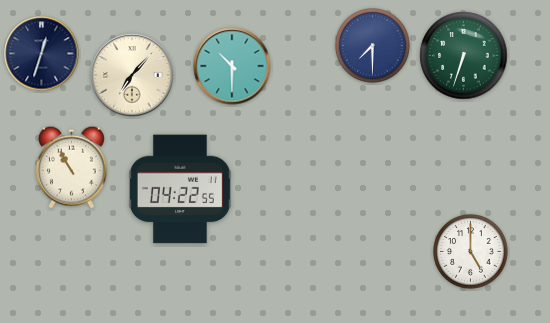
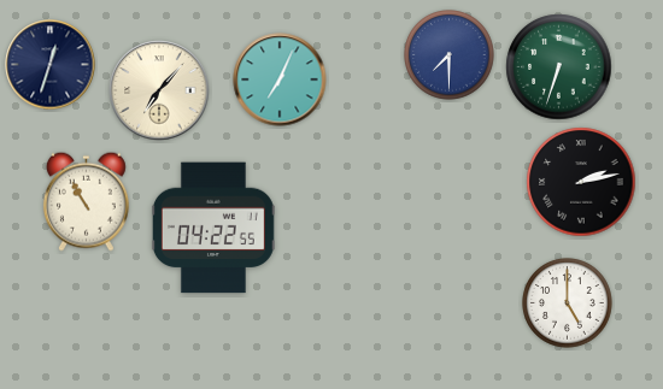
clock at (232, 66): 10:30 -> 7:04
clock at (581, 182): none -> 2:13
clock at (180, 189) position: (180, 189) -> (213, 228)
